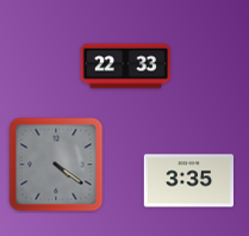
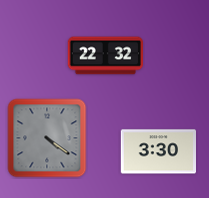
clock at (126, 67): 22:33 -> 22:32
clock at (188, 181): 3:35 -> 3:30
